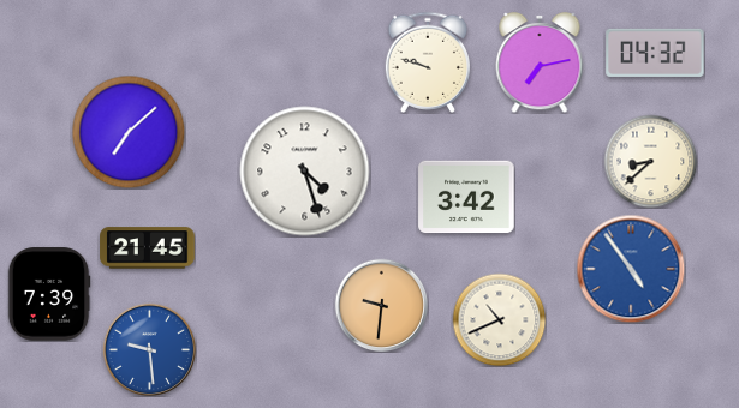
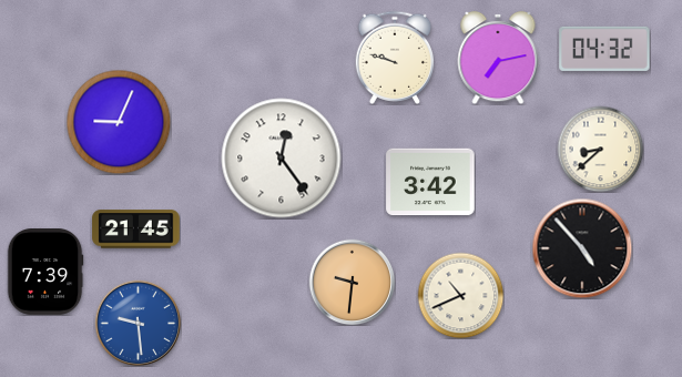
clock at (129, 132): 7:08 -> 9:04
clock at (305, 172): 4:27 -> 12:24
clock at (631, 269): 4:54 -> 4:53
clock at (631, 269) dial: blue -> black
